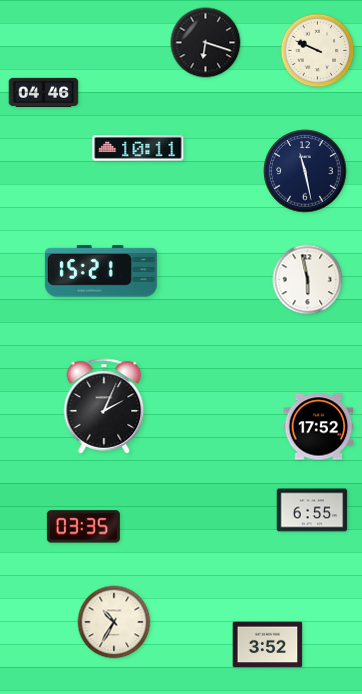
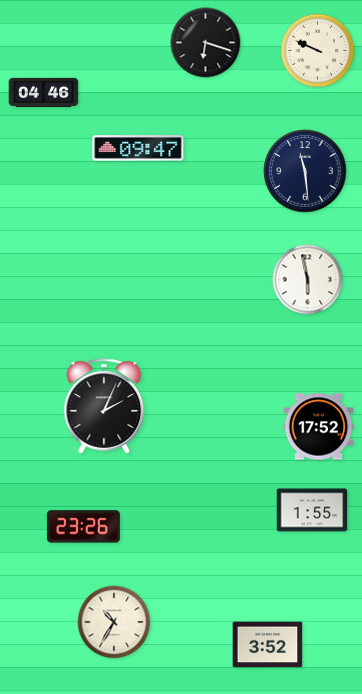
clock at (138, 148): 10:11 -> 09:47
clock at (305, 171): 11:28 -> 11:29
clock at (101, 271): 15:21 -> none
clock at (312, 510): 6:55 -> 1:55
clock at (83, 527): 03:35 -> 23:26
